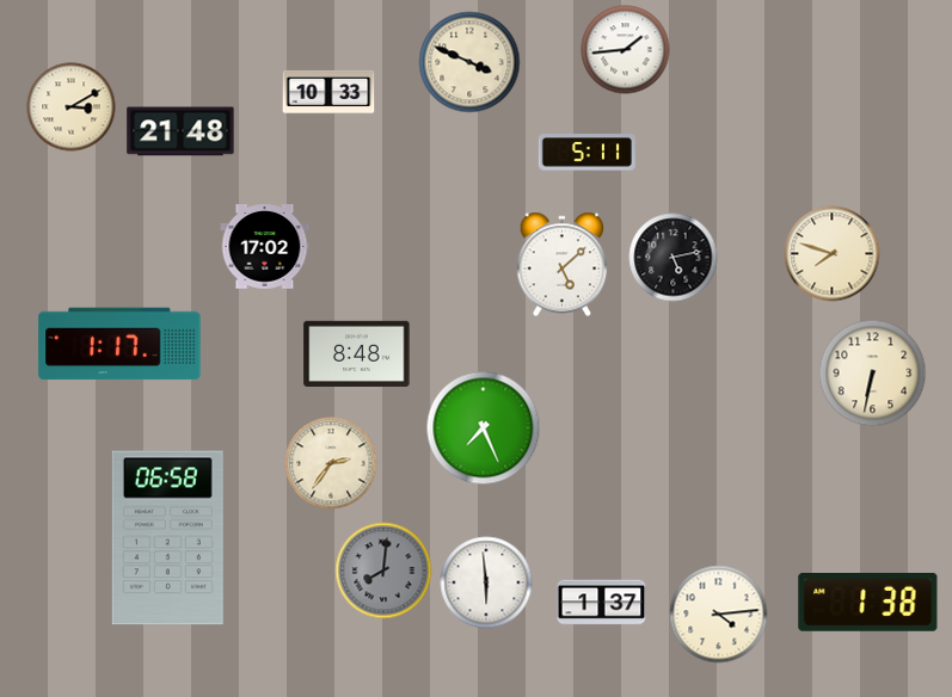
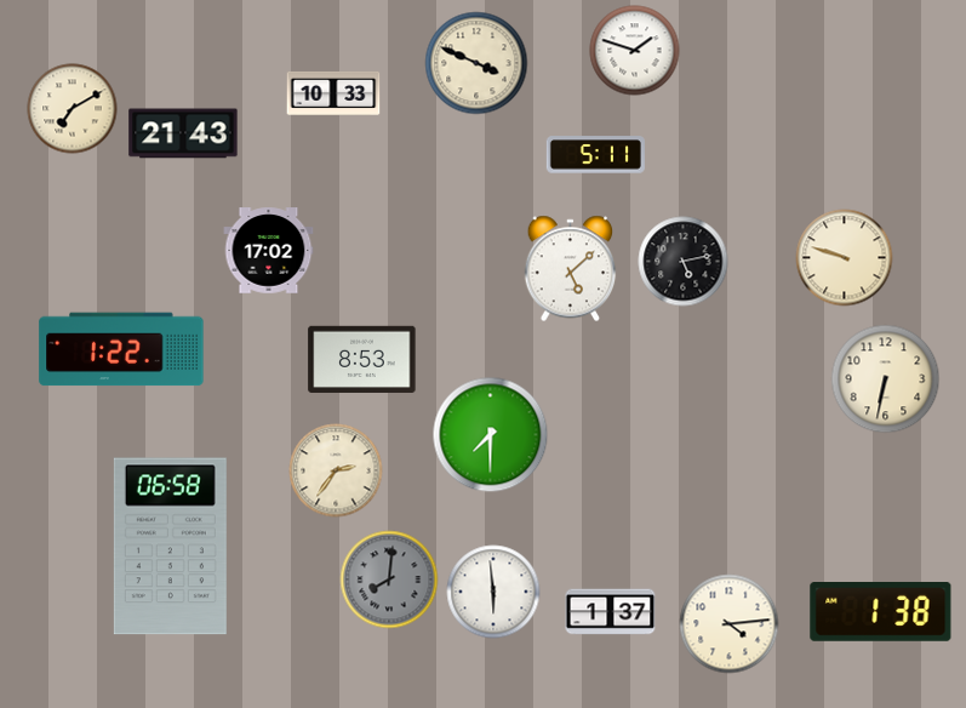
clock at (626, 50): 1:44 -> 1:48
clock at (72, 107): 3:10 -> 7:10
clock at (180, 131): 21:48 -> 21:43
clock at (833, 254): 7:48 -> 9:48
clock at (119, 344): 1:17 -> 1:22
clock at (357, 353): 8:48 -> 8:53
clock at (484, 428): 7:26 -> 7:30
